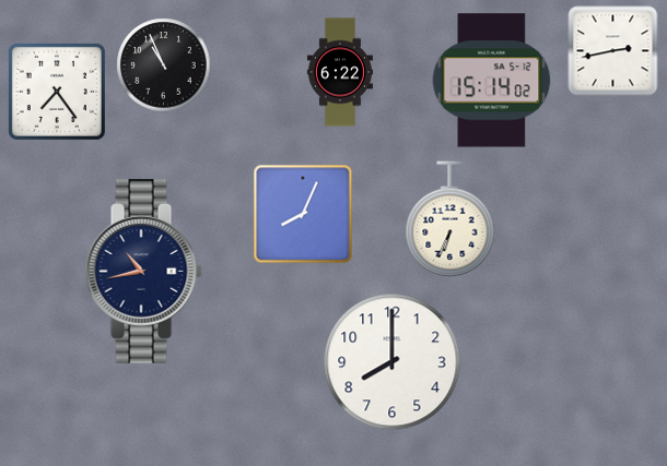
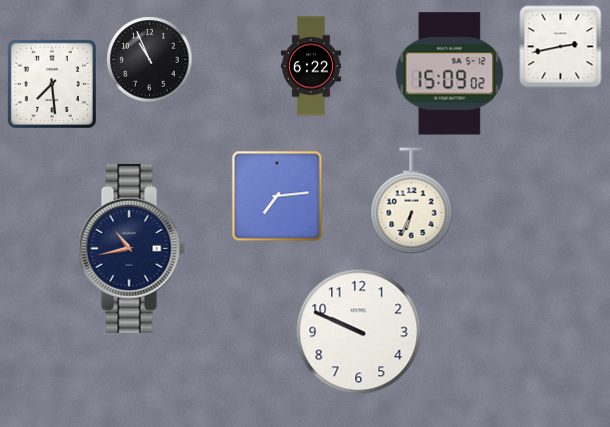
clock at (492, 81): 15:14 -> 15:09
clock at (57, 92): 7:24 -> 7:29
clock at (303, 214): 8:04 -> 7:14
clock at (393, 362): 8:00 -> 9:49
